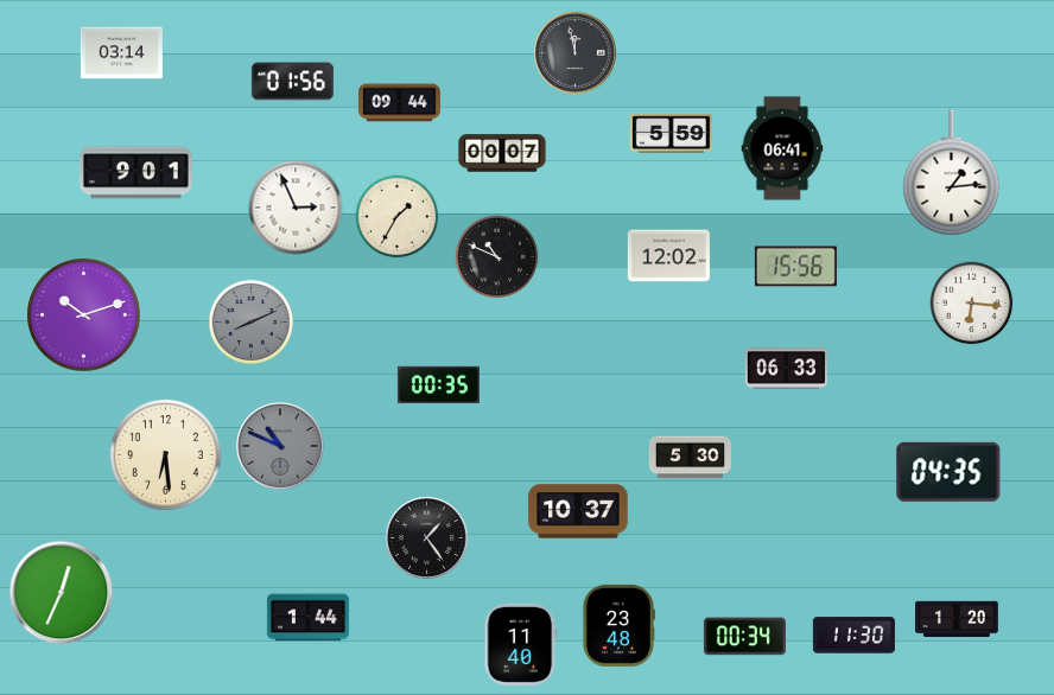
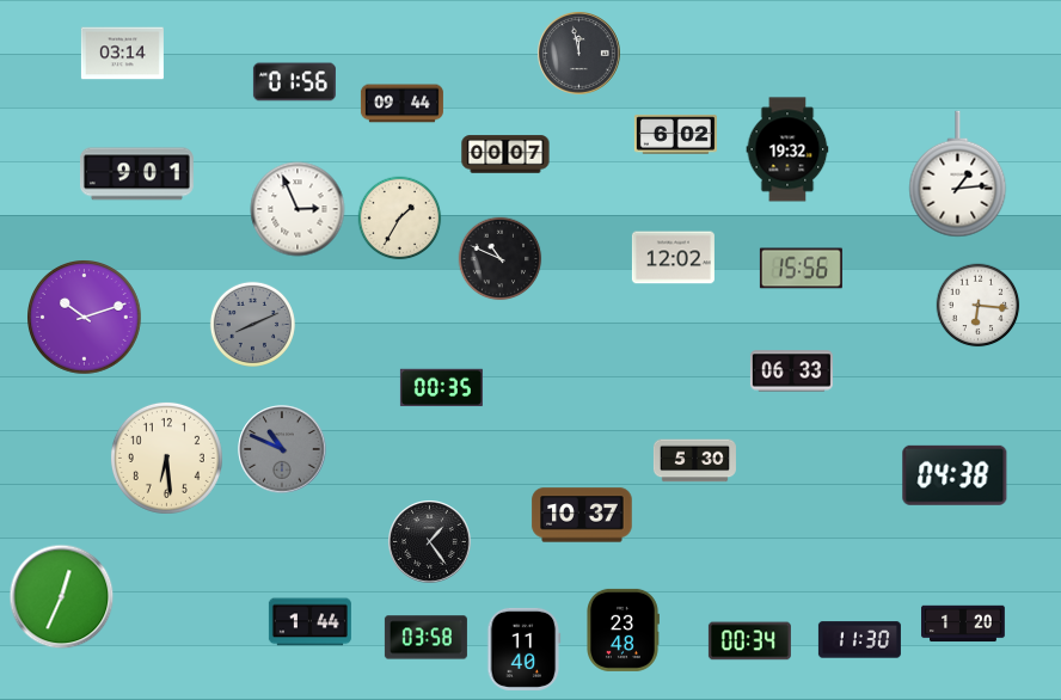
clock at (671, 134): 5:59 -> 6:02
clock at (782, 148): 06:41 -> 19:32
clock at (948, 472): 04:35 -> 04:38
clock at (425, 638): none -> 03:58
